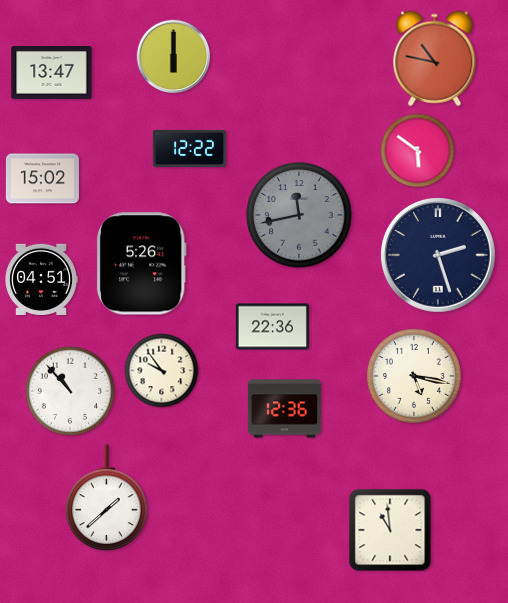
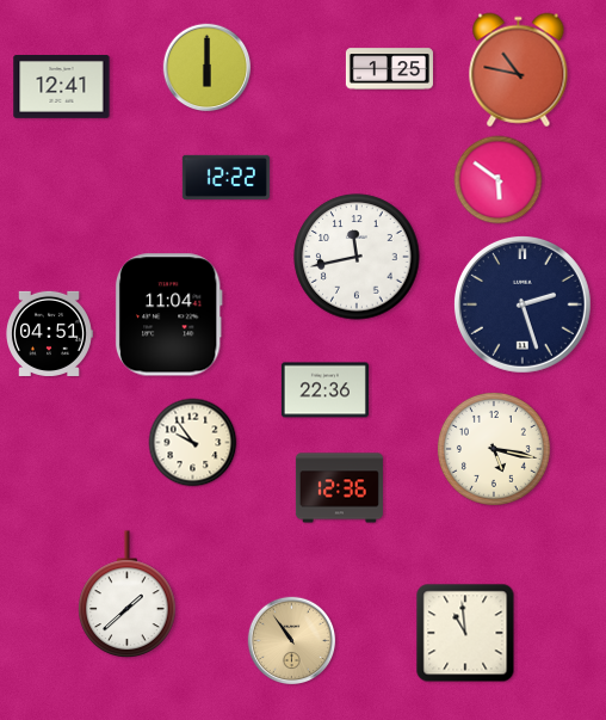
clock at (389, 69): none -> 1:25
clock at (52, 73): 13:47 -> 12:41
clock at (42, 179): 15:02 -> none
clock at (299, 215) dial: grey -> white
clock at (141, 264): 5:26 -> 11:04
clock at (70, 391): 10:53 -> none
clock at (292, 641): none -> 10:54
